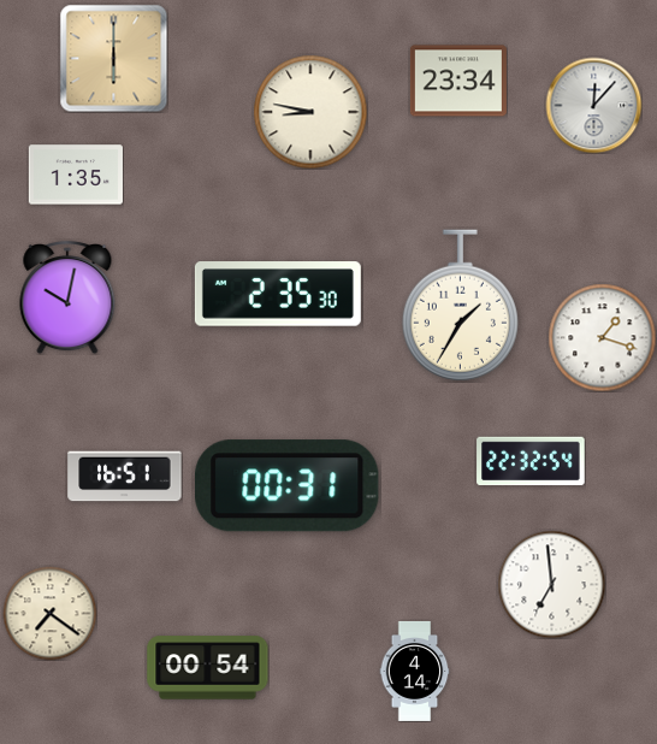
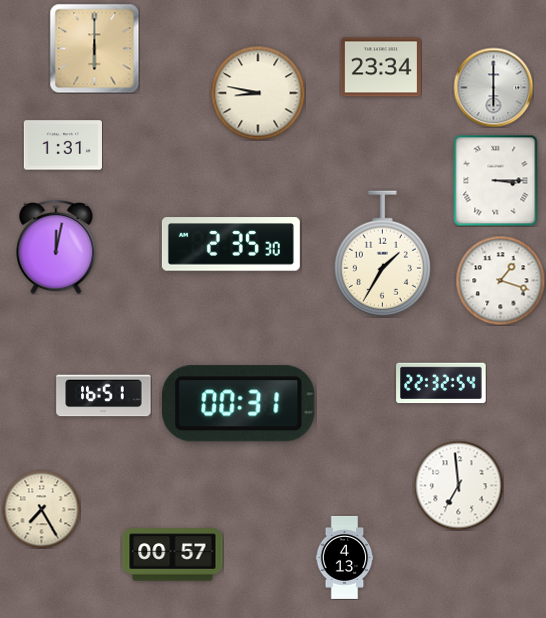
clock at (593, 105): 12:07 -> 6:00
clock at (76, 175): 1:35 -> 1:31
clock at (496, 180): none -> 3:15
clock at (67, 299): 10:02 -> 12:02
clock at (49, 613): 7:21 -> 7:25
clock at (208, 668): 00:54 -> 00:57
clock at (415, 671): 4:14 -> 4:13
